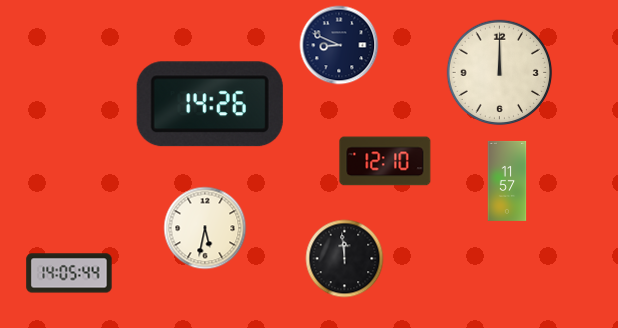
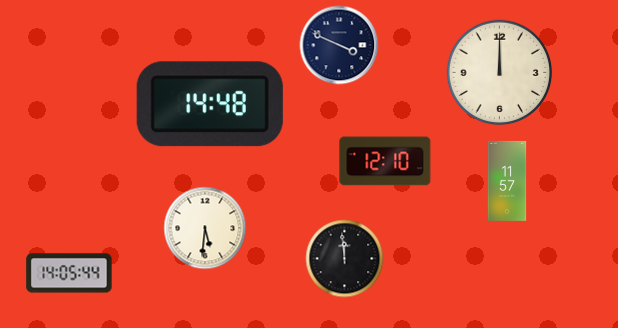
clock at (339, 45): 8:49 -> 3:49
clock at (210, 104): 14:26 -> 14:48
clock at (205, 228): 5:32 -> 5:31
